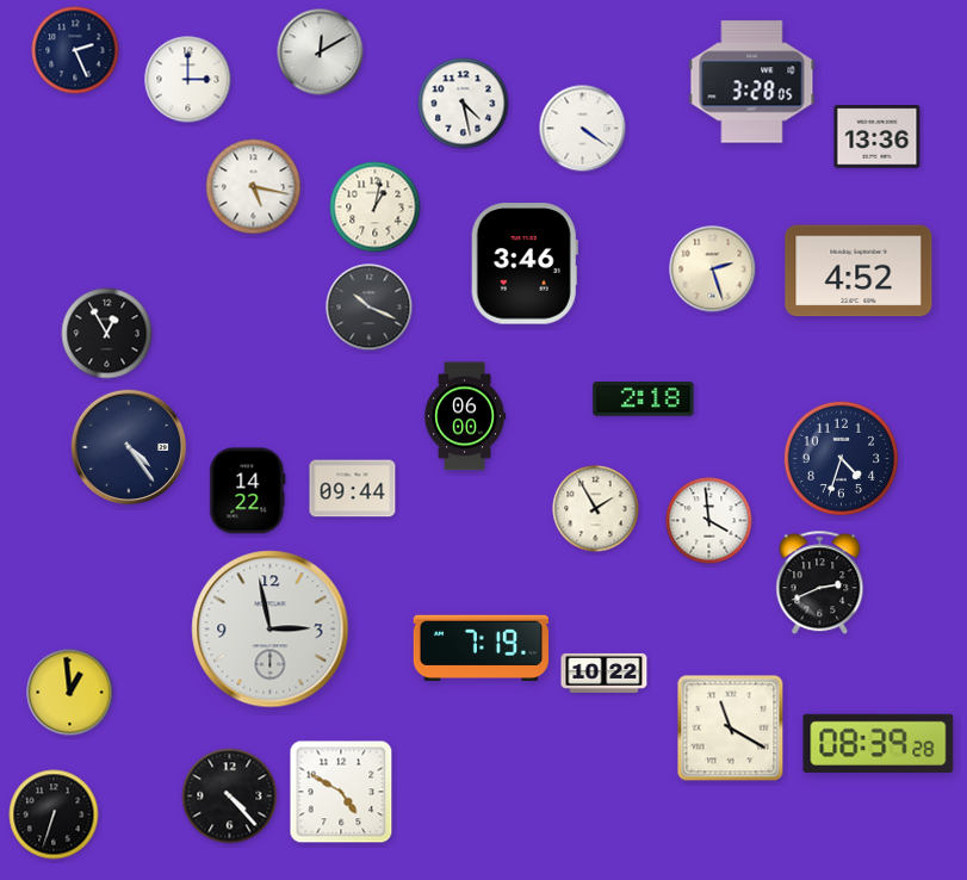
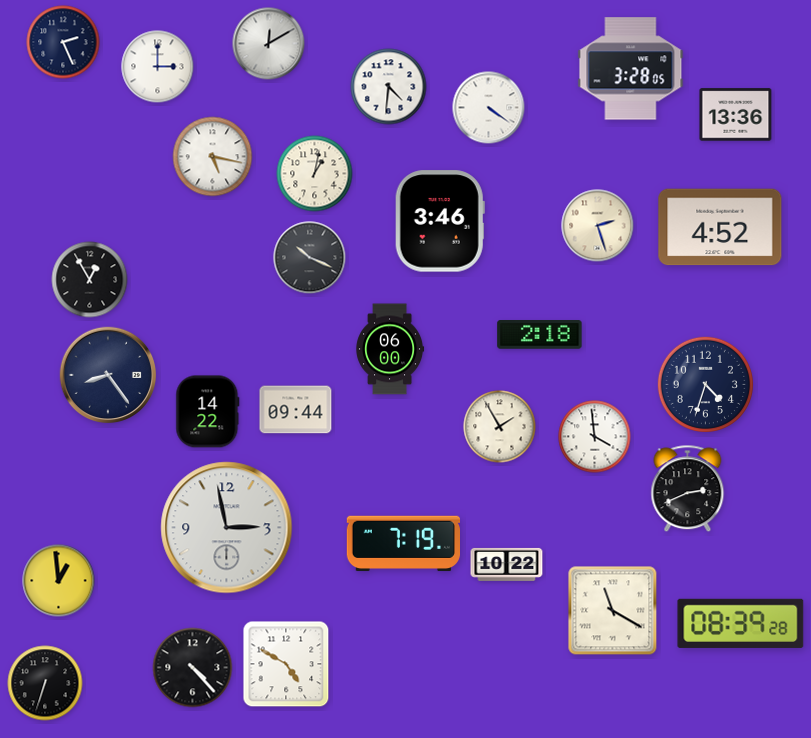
clock at (464, 104): 4:28 -> 4:31
clock at (129, 447): 4:24 -> 8:24
clock at (879, 743) position: (879, 743) -> (741, 623)
